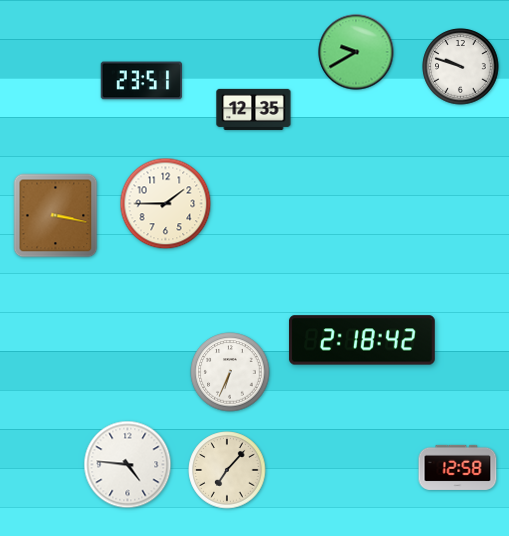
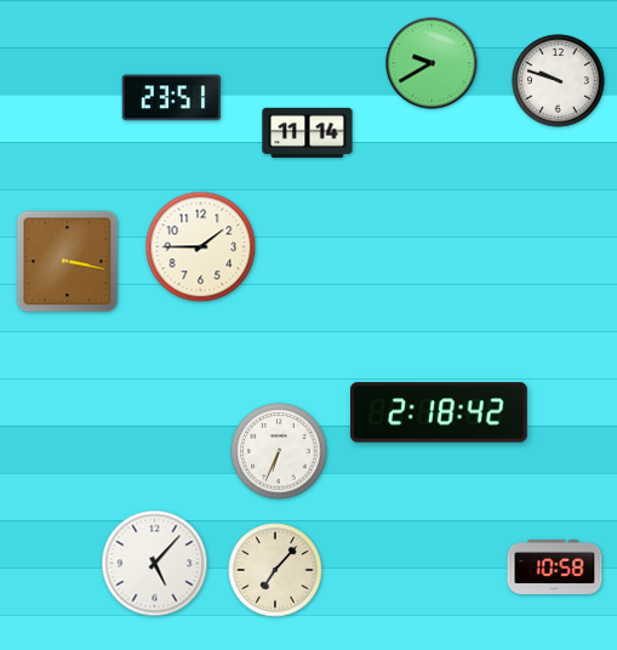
clock at (254, 109): 12:35 -> 11:14
clock at (128, 465): 4:46 -> 5:07
clock at (458, 467): 12:58 -> 10:58
